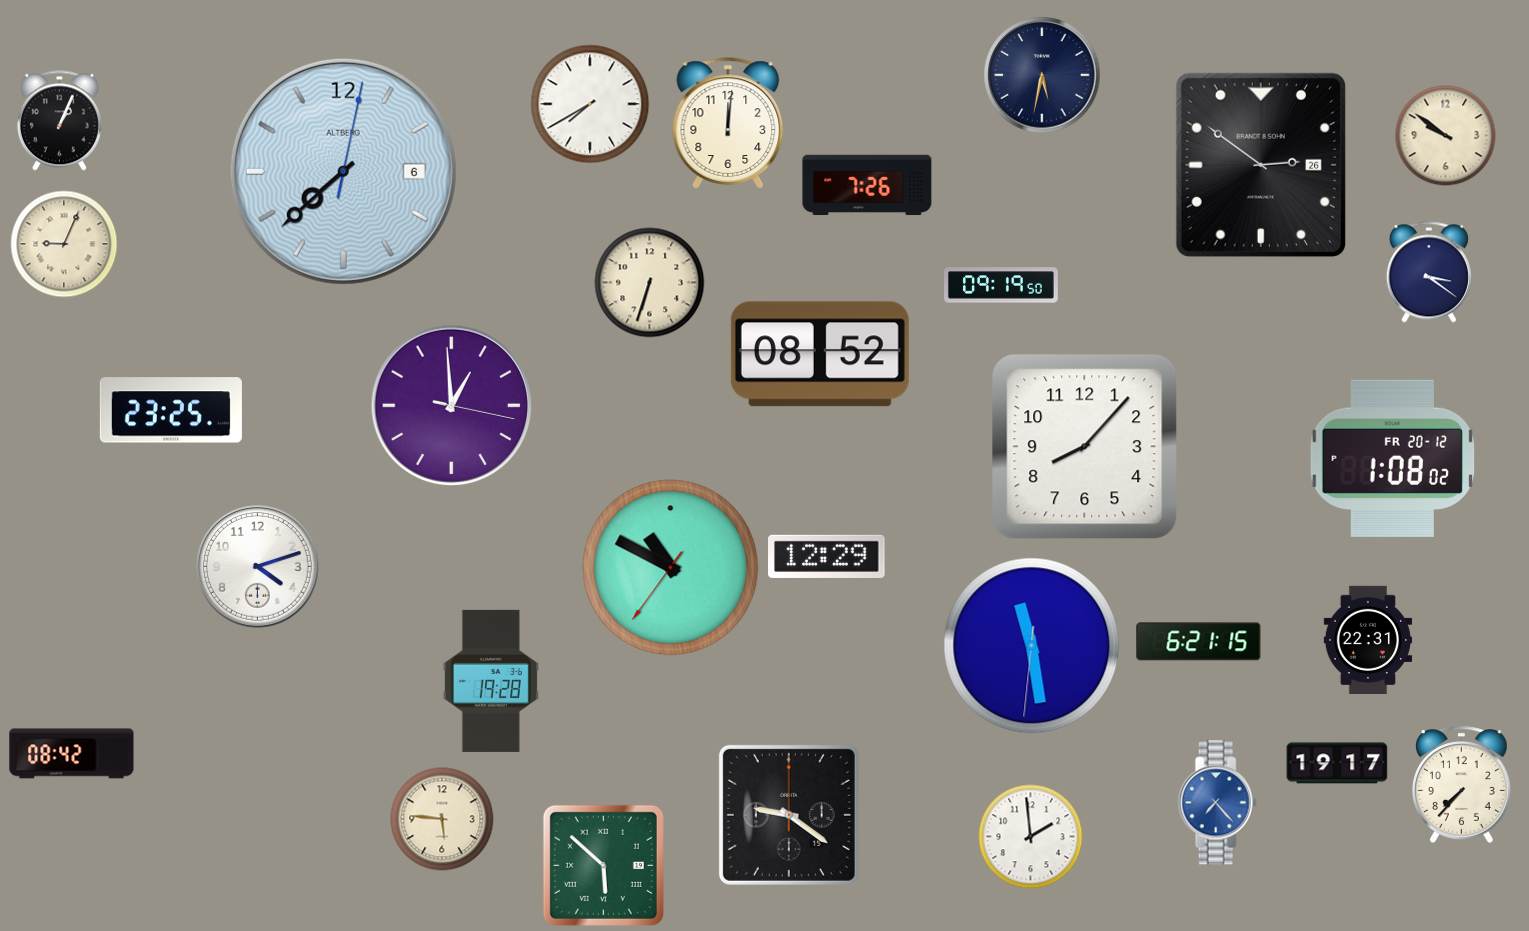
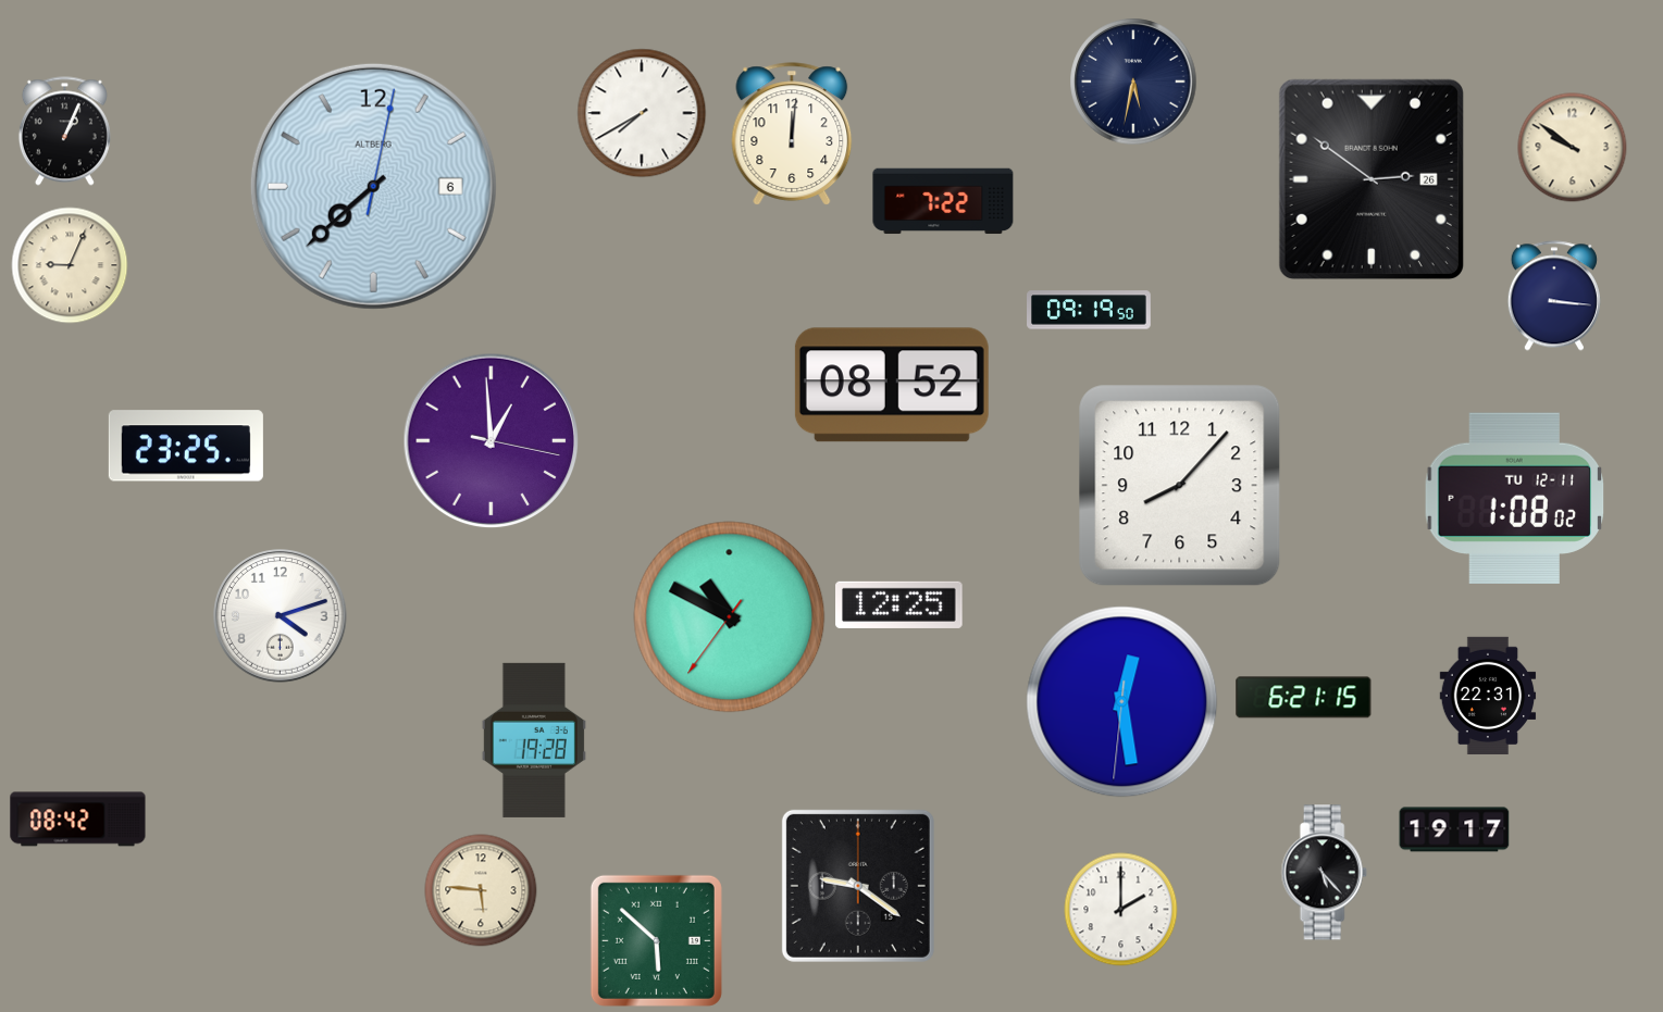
clock at (867, 185): 7:26 -> 7:22
clock at (1429, 272): 3:21 -> 3:16
clock at (650, 283): 6:33 -> none
clock at (1393, 458) date: FR 20-12 -> TU 12-11
clock at (827, 556): 12:29 -> 12:25
clock at (1032, 646): 11:28 -> 12:28
clock at (1462, 784): 7:37 -> none
clock at (1217, 803): 7:23 -> 5:23
clock at (1217, 803) dial: blue -> black
clock at (1031, 837): 1:59 -> 2:00
